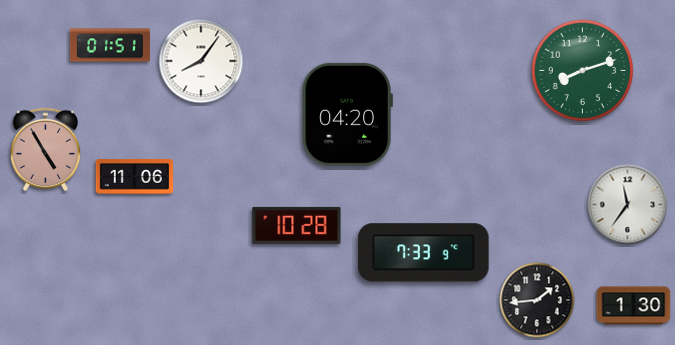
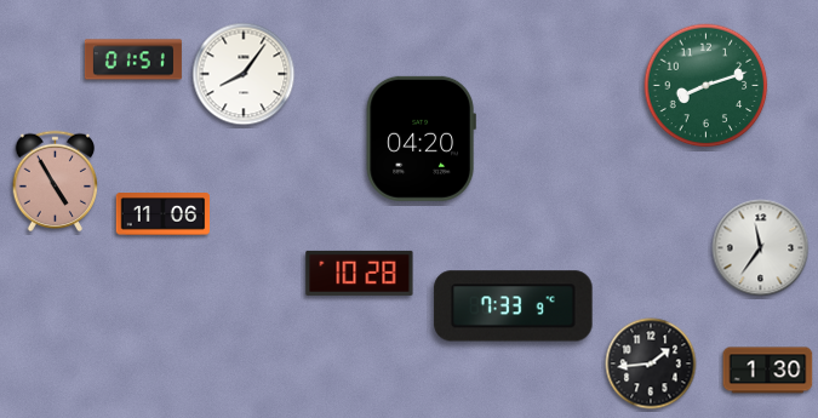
clock at (110, 45) position: (110, 45) -> (133, 59)
